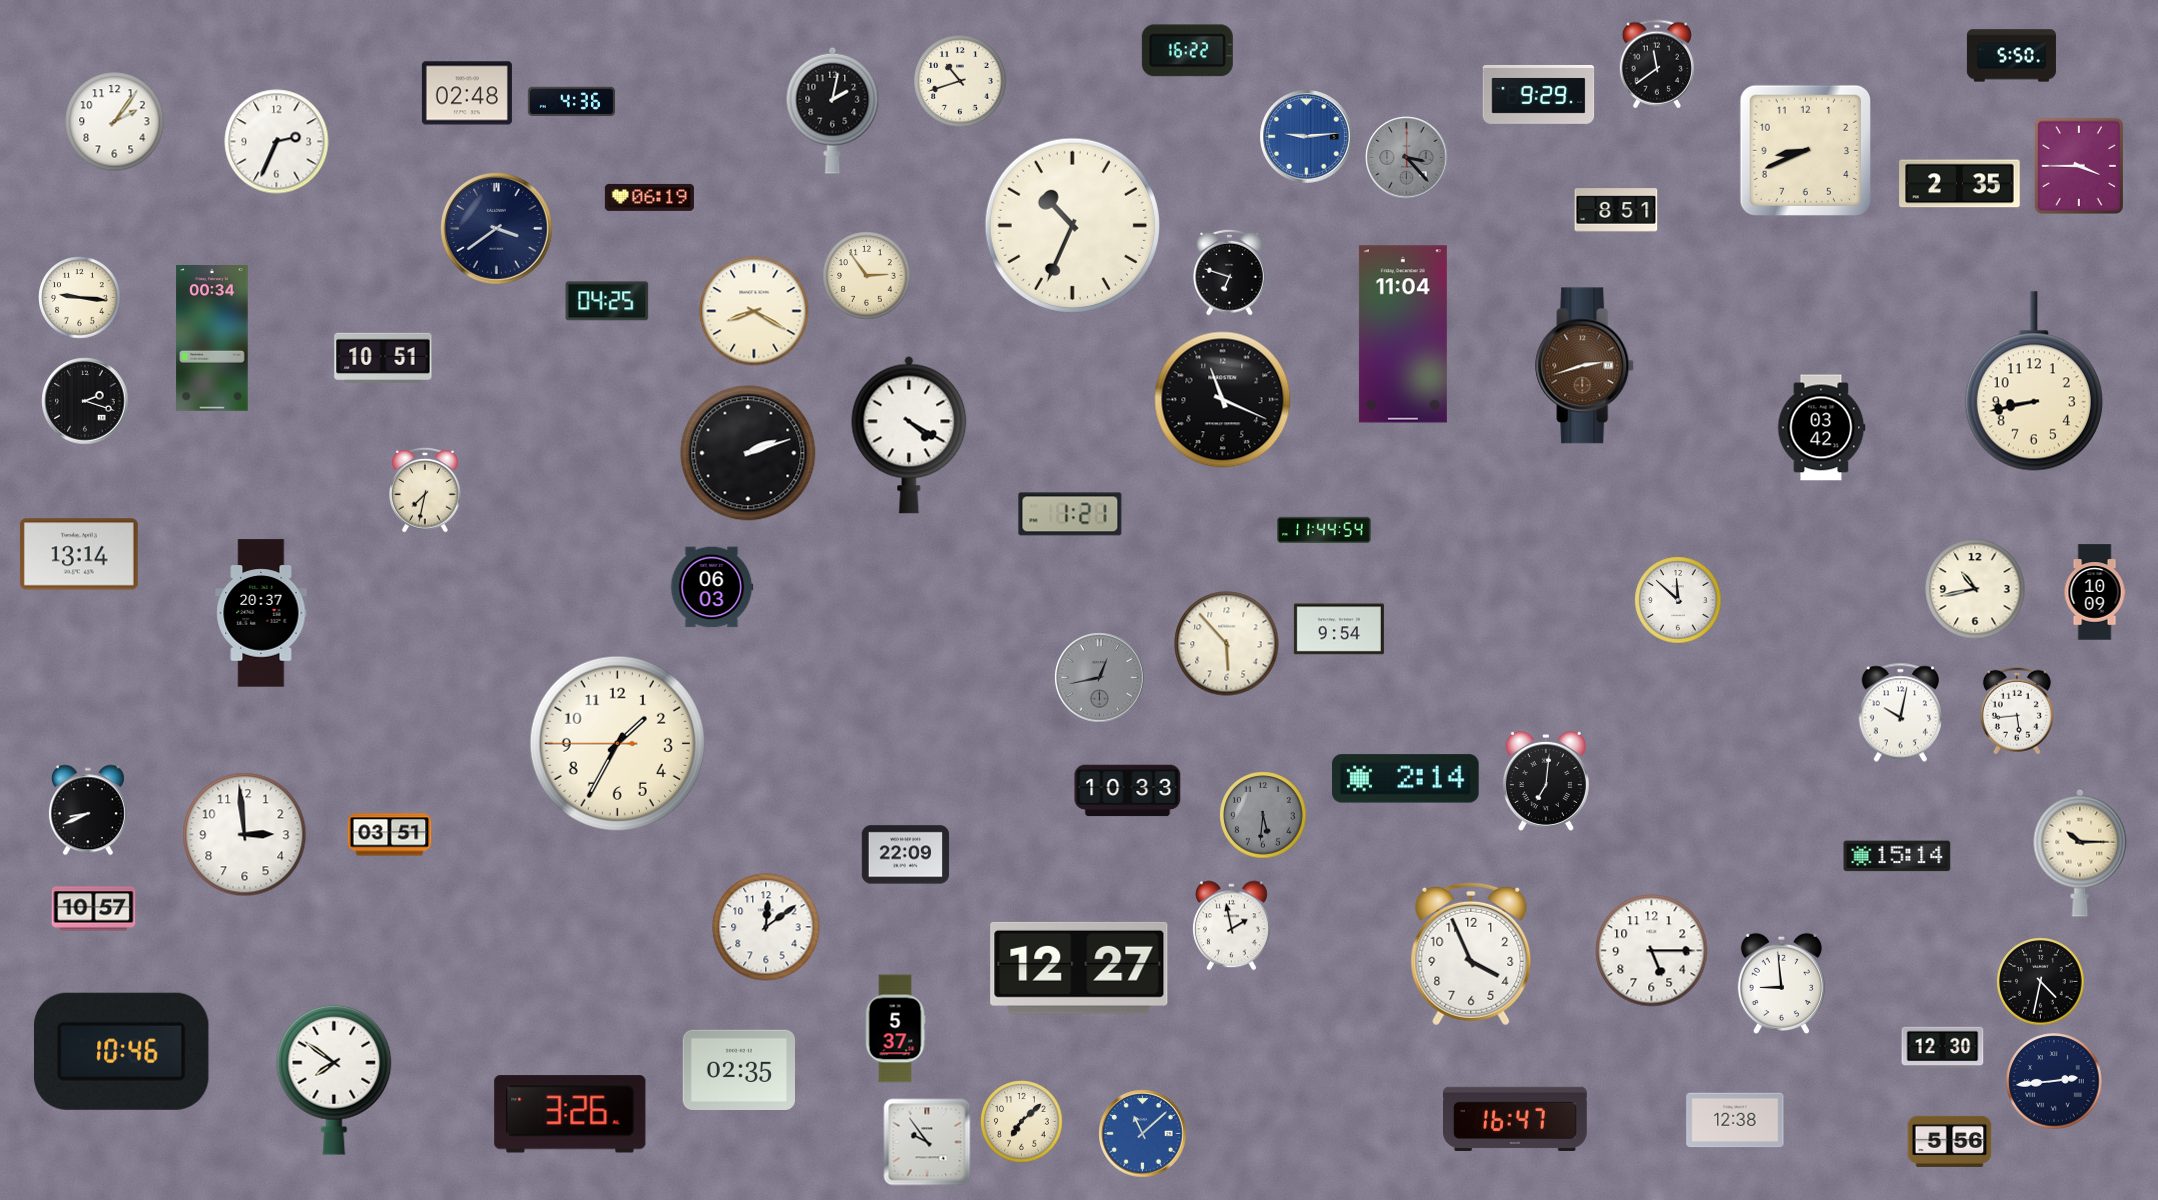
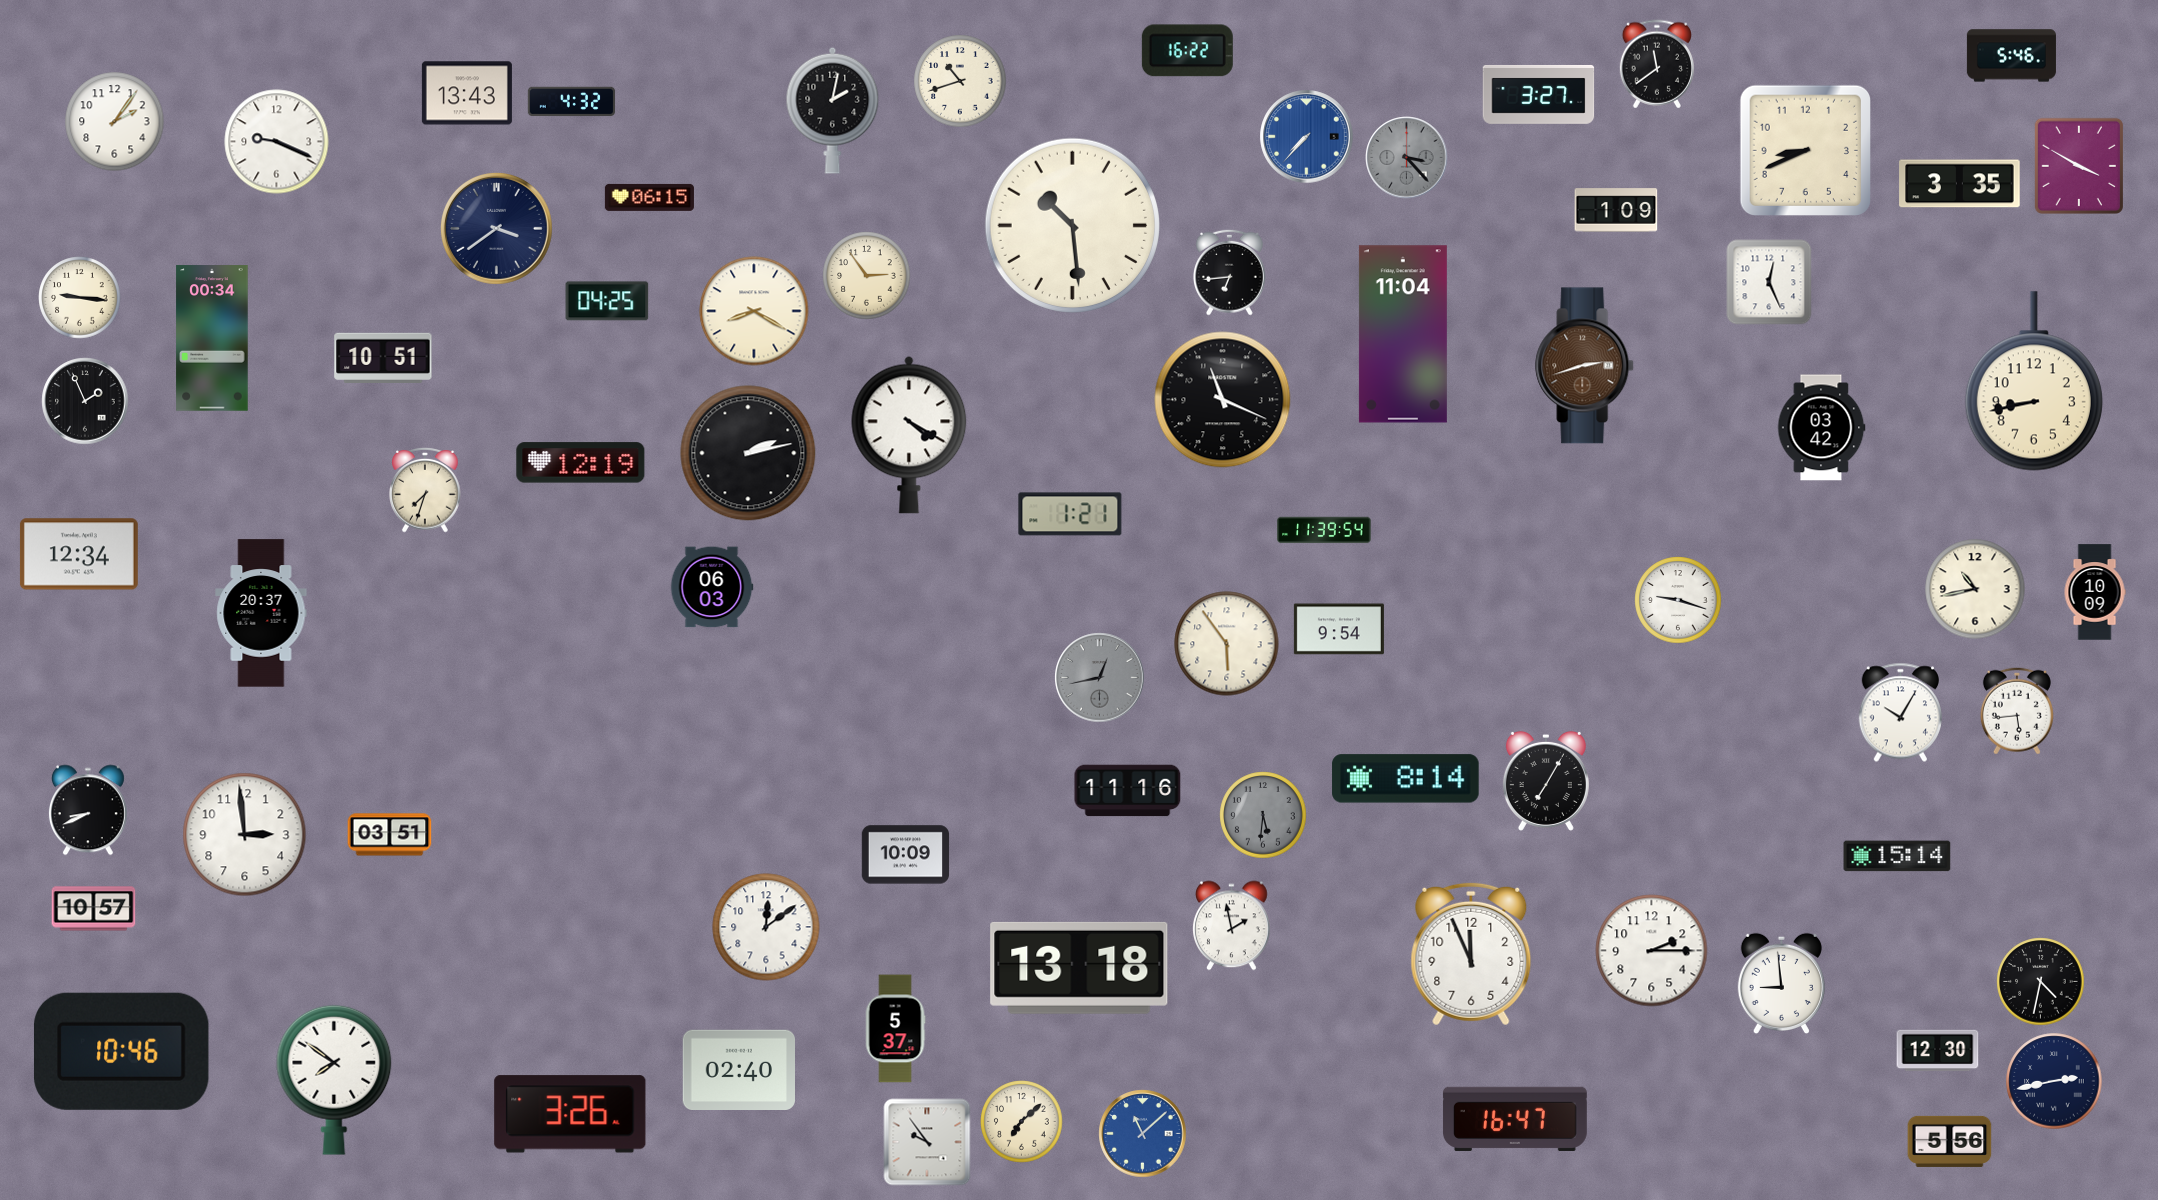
clock at (2011, 56): 5:50 -> 5:46
clock at (467, 93): 02:48 -> 13:43
clock at (1539, 94): 9:29 -> 3:27
clock at (572, 102): 4:36 -> 4:32
clock at (1307, 137): 9:14 -> 7:37
clock at (277, 142): 2:34 -> 9:19
clock at (2079, 166): 3:45 -> 3:50
clock at (1960, 184): 2:35 -> 3:35
clock at (649, 197): 06:19 -> 06:15
clock at (1616, 210): 8:51 -> 1:09
clock at (1072, 225): 10:34 -> 10:29
clock at (1230, 272): 6:48 -> 6:44
clock at (1769, 282): none -> 12:26
clock at (85, 401): 2:18 -> 1:56
clock at (748, 453): 2:12 -> 2:13
clock at (581, 463): none -> 12:19
clock at (425, 490): 7:32 -> 7:33
clock at (1324, 530): 11:44 -> 11:39
clock at (79, 554): 13:14 -> 12:34
clock at (1678, 600): 11:52 -> 9:18
clock at (1227, 644): 5:53 -> 5:54
clock at (1900, 713): 10:02 -> 10:05
clock at (617, 743): 1:34 -> none
clock at (1406, 779): 2:14 -> 8:14
clock at (1546, 781): 7:01 -> 7:05
clock at (1128, 791): 10:33 -> 11:16
clock at (2080, 853): 10:15 -> none
clock at (906, 855): 22:09 -> 10:09
clock at (1652, 951): 5:15 -> 2:15
clock at (1471, 954): 3:56 -> 11:56
clock at (1079, 968): 12:27 -> 13:18
clock at (1943, 1048) position: (1943, 1048) -> (1938, 1051)
clock at (739, 1069): 02:35 -> 02:40
clock at (2054, 1081): 2:44 -> 2:43
clock at (1735, 1120): 12:38 -> none
